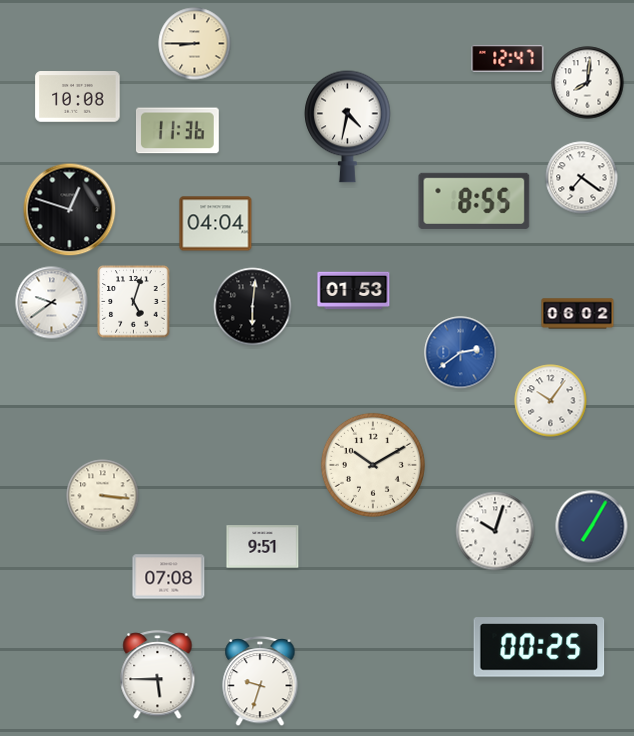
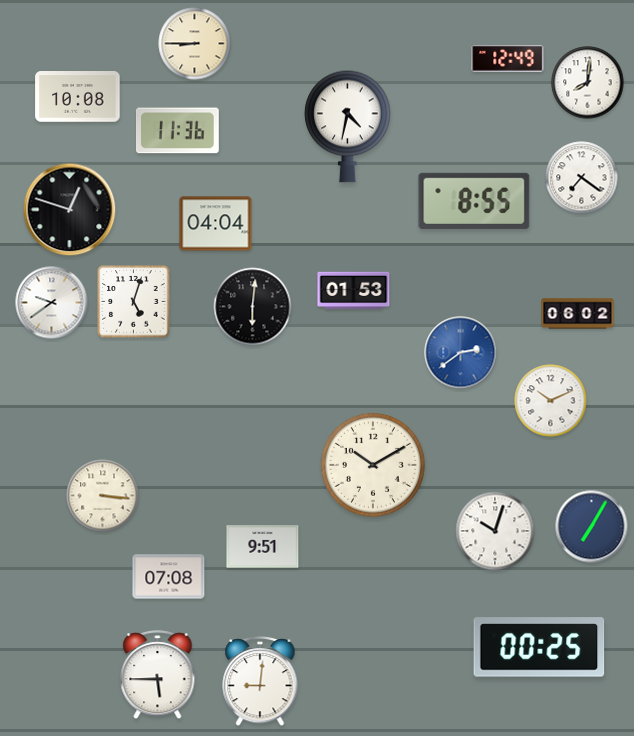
clock at (508, 58): 12:47 -> 12:49
clock at (551, 401): 10:06 -> 10:11
clock at (260, 681): 9:33 -> 9:01
